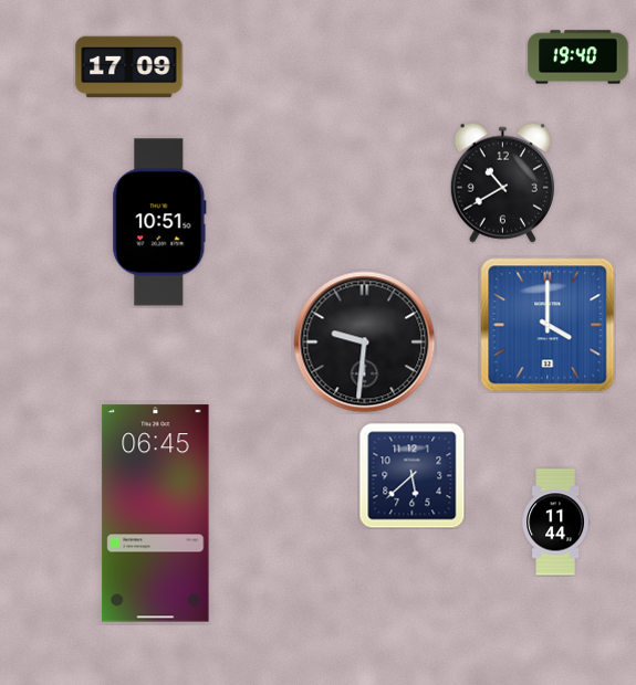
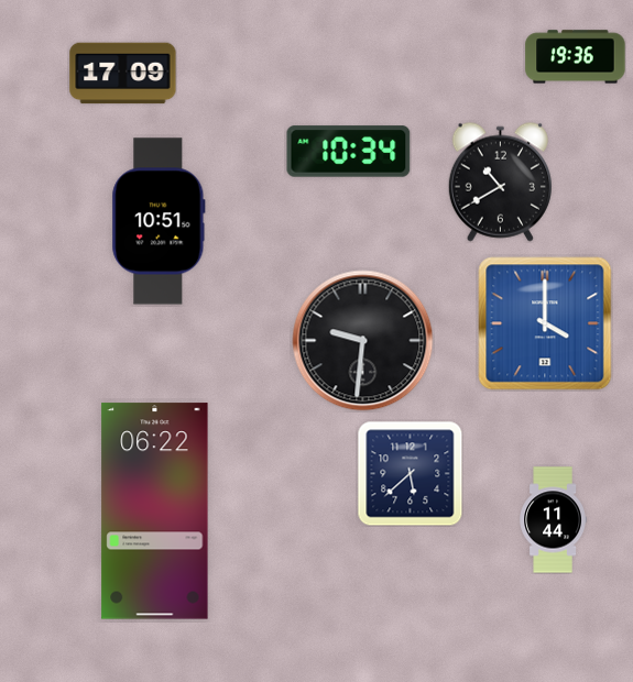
clock at (578, 57): 19:40 -> 19:36
clock at (129, 67) position: (129, 67) -> (123, 74)
clock at (349, 152): none -> 10:34
clock at (156, 514): 06:45 -> 06:22
